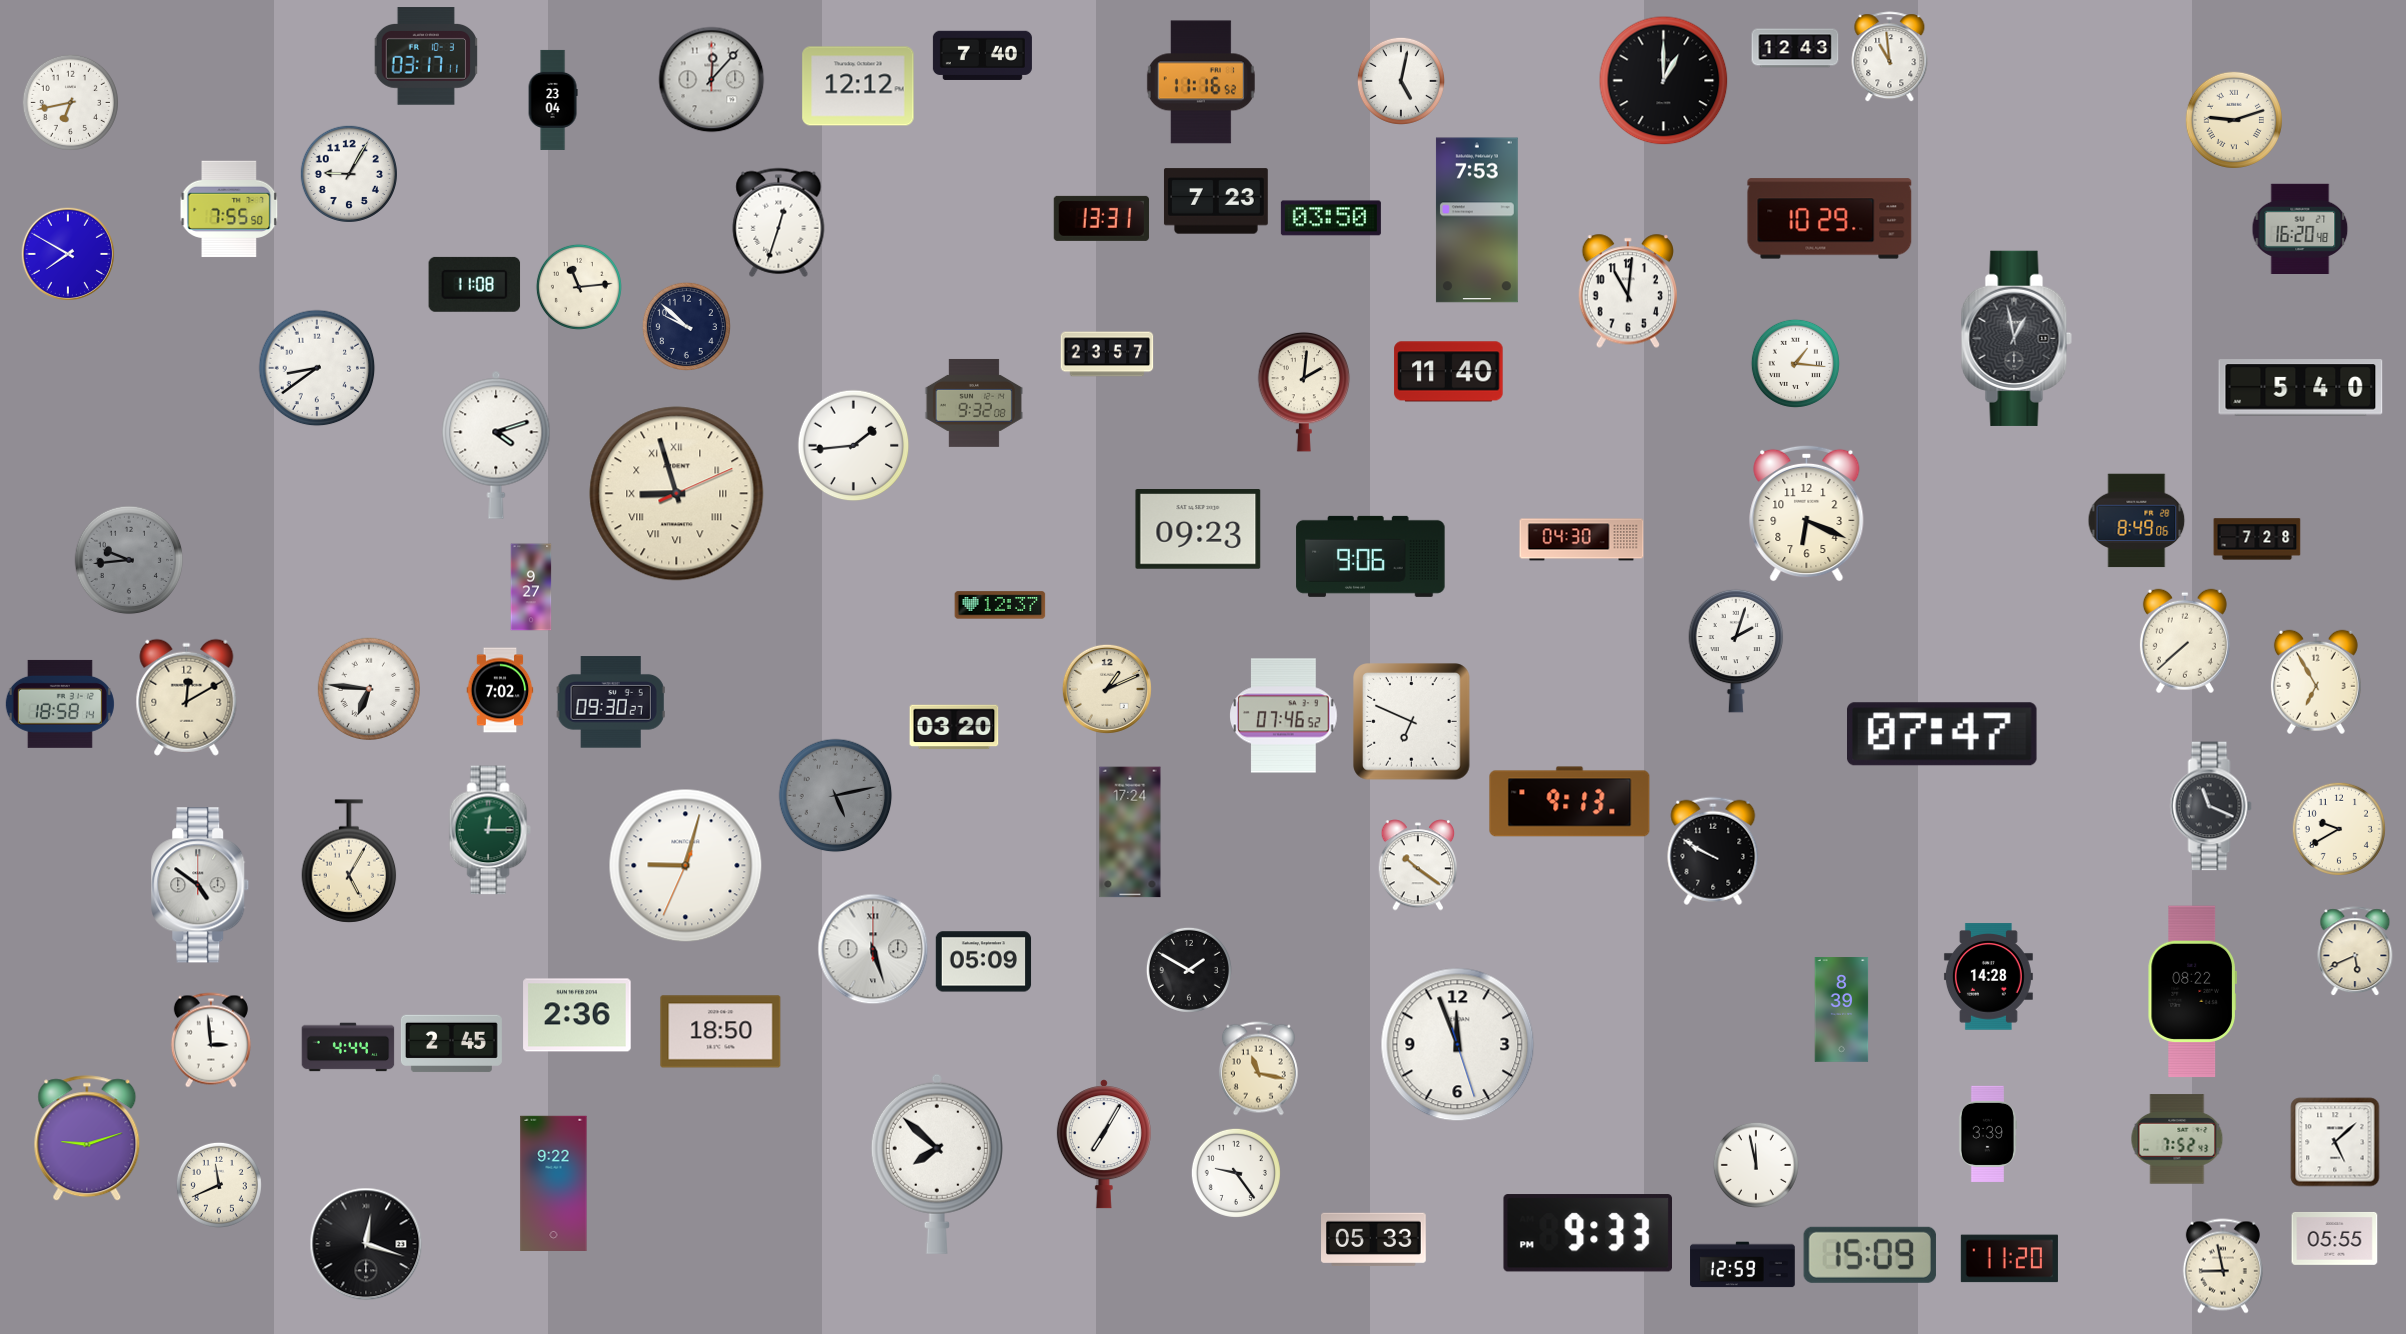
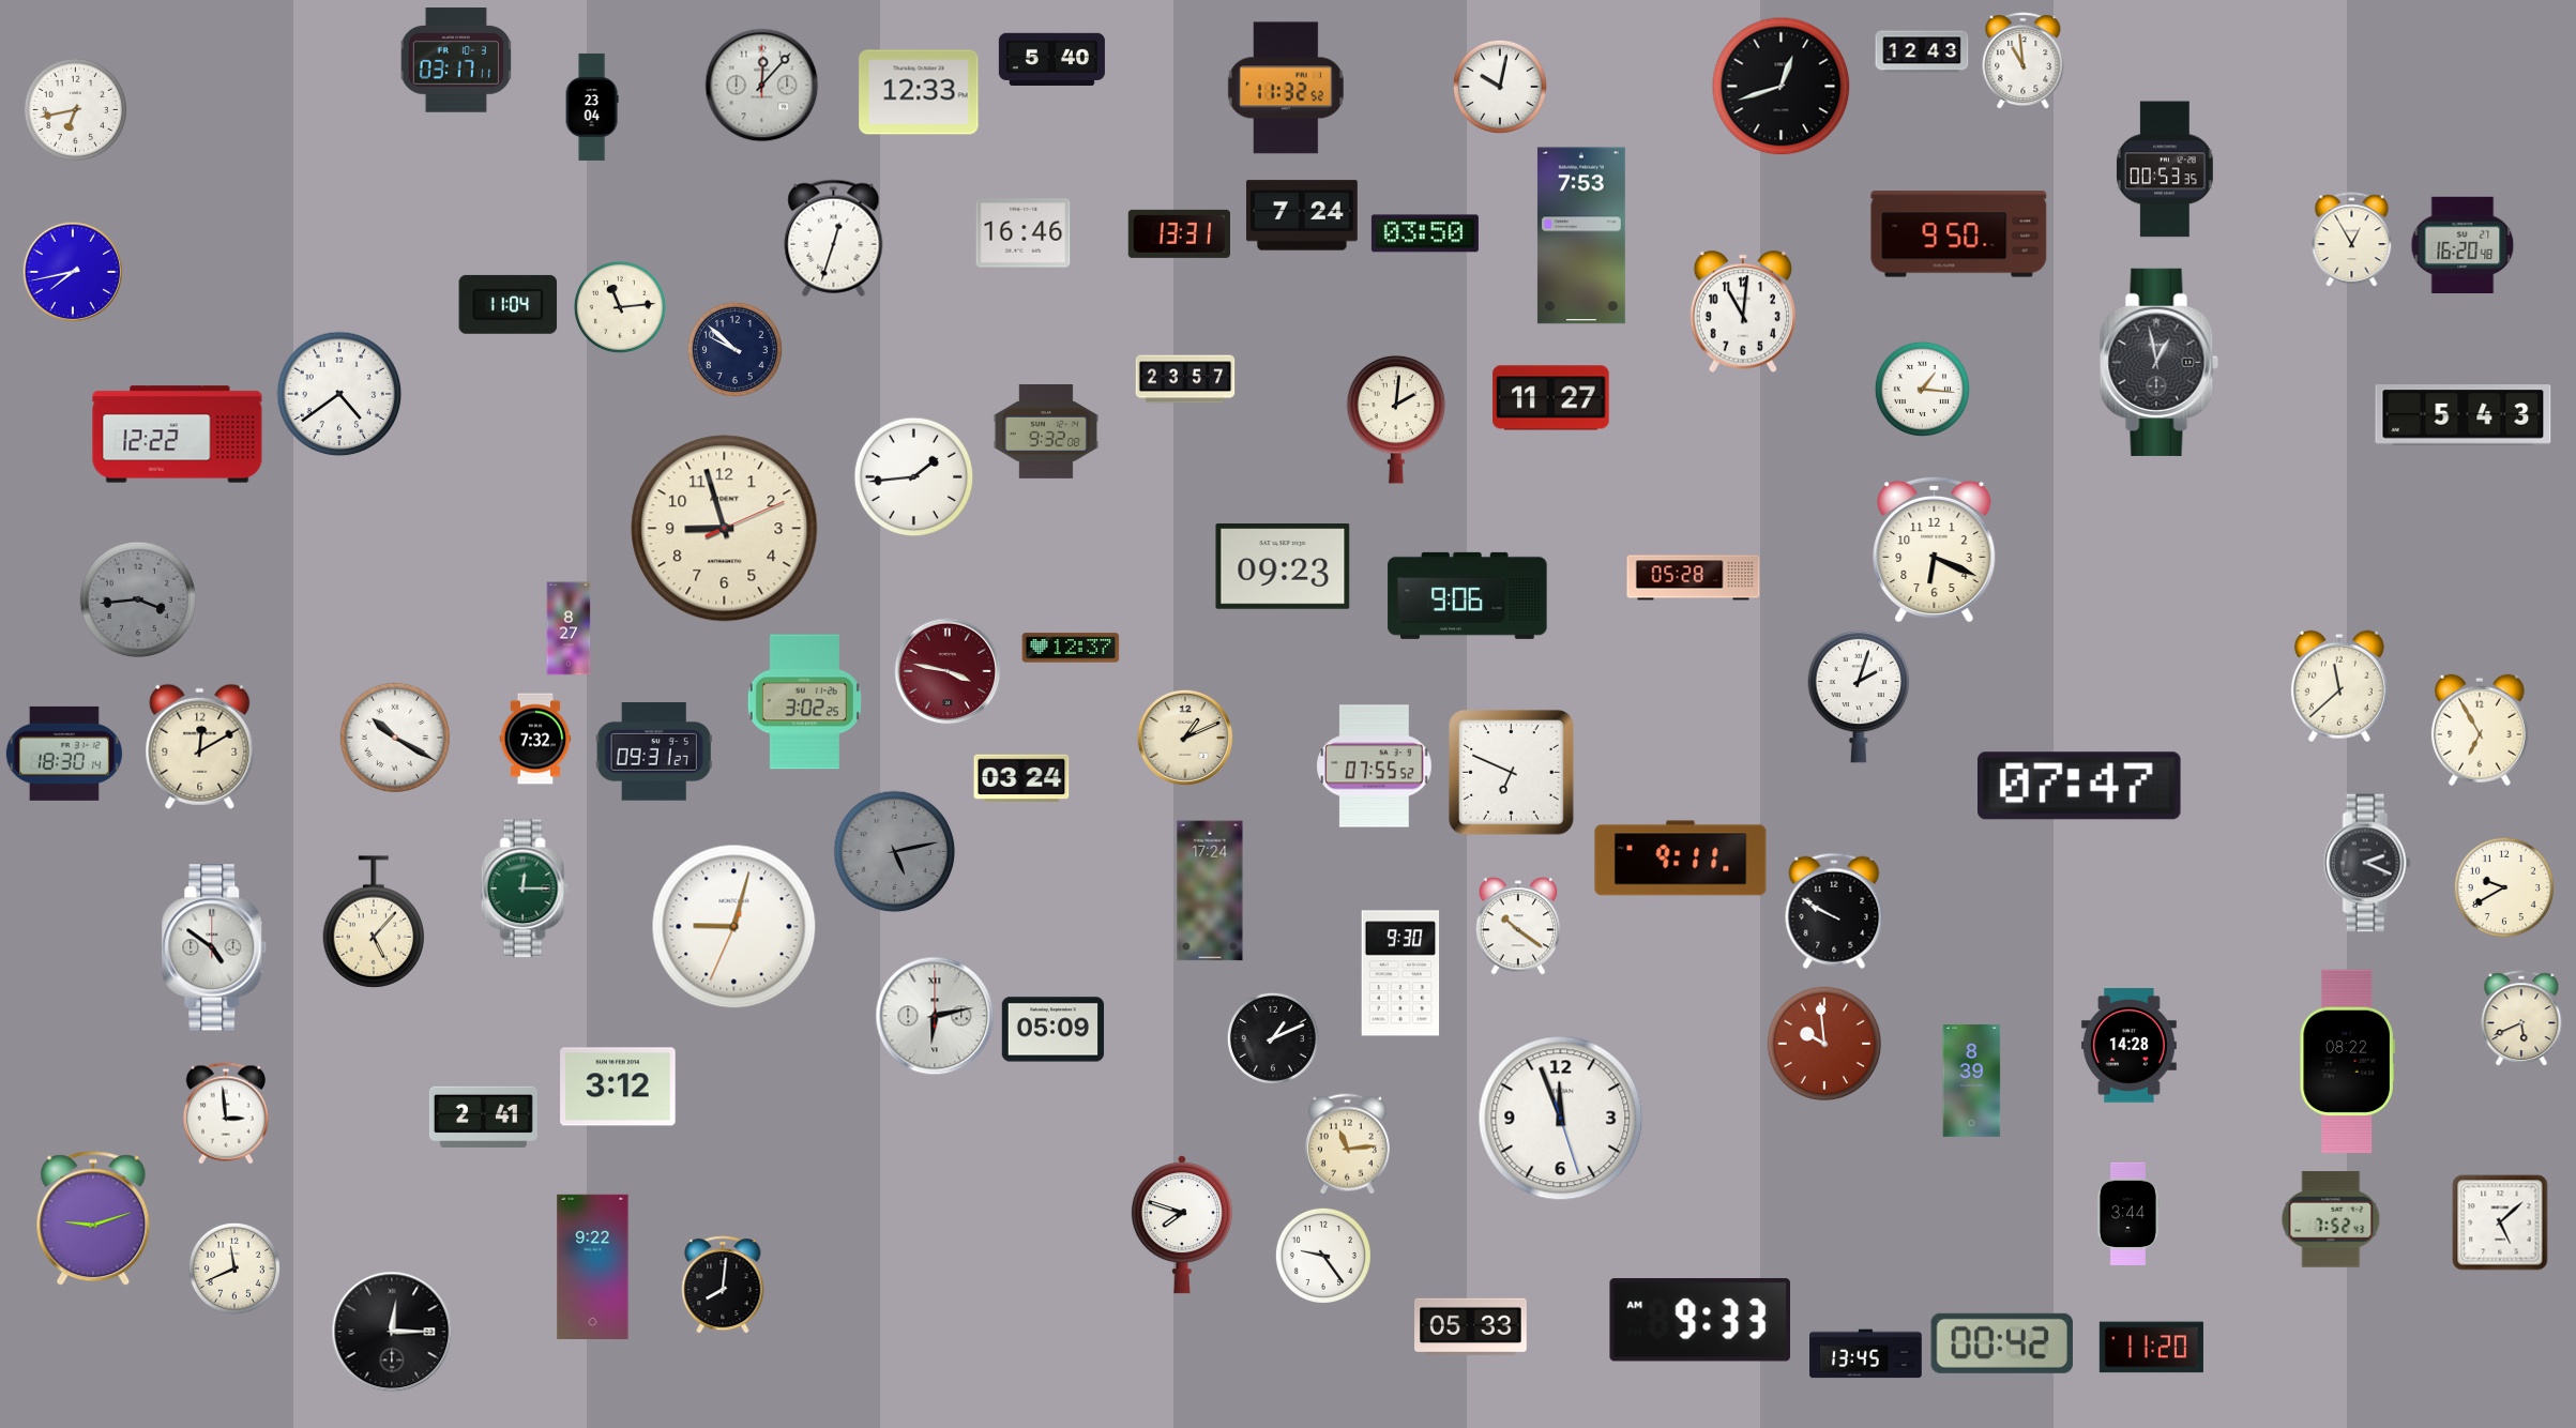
clock at (982, 55): 7:40 -> 5:40
clock at (1401, 81): 5:02 -> 10:02
clock at (1664, 81): 1:00 -> 12:42
clock at (1201, 82): 11:16 -> 11:32
clock at (858, 86): 12:12 -> 12:33
clock at (2234, 120): 9:12 -> none
clock at (2165, 169): none -> 00:53
clock at (349, 174): 9:05 -> none
clock at (1216, 201): 7:23 -> 7:24
clock at (229, 209): 7:55 -> none
clock at (1024, 233): none -> 16:46
clock at (1830, 219): 10:29 -> 9:50
clock at (2352, 240): none -> 12:55
clock at (67, 253): 7:50 -> 7:43
clock at (475, 284): 11:08 -> 11:04
clock at (317, 368): 8:39 -> 4:39
clock at (1449, 372): 11:40 -> 11:27
clock at (2301, 388): 5:40 -> 5:43
clock at (974, 403) position: (974, 403) -> (1046, 431)
clock at (178, 435): none -> 12:22
clock at (496, 445): 4:12 -> none
clock at (677, 494) numerals: Roman -> Arabic
clock at (2137, 521): 8:49 -> none
clock at (2257, 539): 7:28 -> none
clock at (1582, 540): 04:30 -> 05:28
clock at (129, 560): 9:44 -> 3:44
clock at (531, 587): 9:27 -> 8:27
clock at (948, 671): none -> 3:47
clock at (2185, 641): 7:38 -> 11:38
clock at (804, 702): none -> 3:02
clock at (368, 688): 6:46 -> 10:20
clock at (500, 690): 7:02 -> 7:32
clock at (611, 702): 09:30 -> 09:31
clock at (60, 704): 18:58 -> 18:30
clock at (1284, 716): 07:46 -> 07:55
clock at (954, 727): 03:20 -> 03:24
clock at (1570, 802): 9:13 -> 9:11
clock at (2211, 806): 11:19 -> 2:19
clock at (349, 861): 5:05 -> 5:07
clock at (1400, 973): none -> 9:30
clock at (873, 949): 5:27 -> 6:13
clock at (1189, 970): 1:50 -> 1:11
clock at (1824, 1044): none -> 9:59
clock at (577, 1015): 2:36 -> 3:12
clock at (721, 1032): 18:50 -> none
clock at (451, 1044): 2:45 -> 2:41
clock at (348, 1047): 4:44 -> none
clock at (1258, 1069): 11:17 -> 11:14
clock at (1987, 1133): 3:39 -> 3:44
clock at (1104, 1144): 7:05 -> 7:48
clock at (937, 1164): 7:52 -> none
clock at (1756, 1165): 11:58 -> none
clock at (723, 1285): none -> 8:01
clock at (1587, 1233): 9:33 PM -> 9:33 AM
clock at (2335, 1238): 05:55 -> none
clock at (366, 1244): 12:18 -> 12:15
clock at (1870, 1255): 15:09 -> 00:42
clock at (1743, 1265): 12:59 -> 13:45
clock at (2223, 1266): 8:58 -> none
